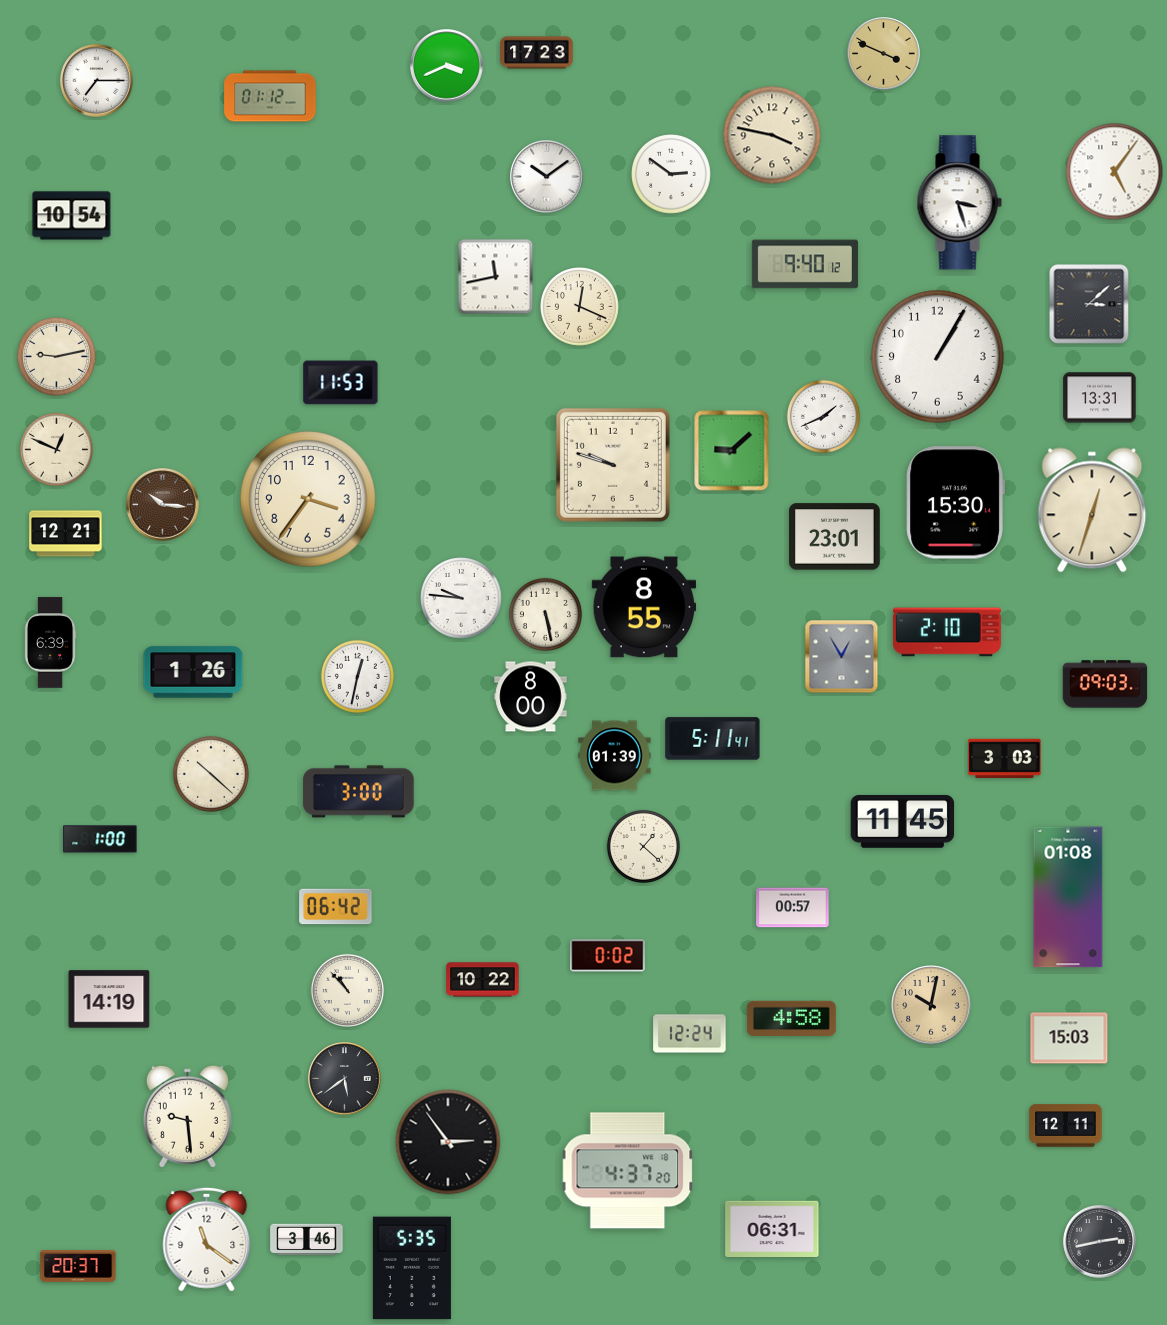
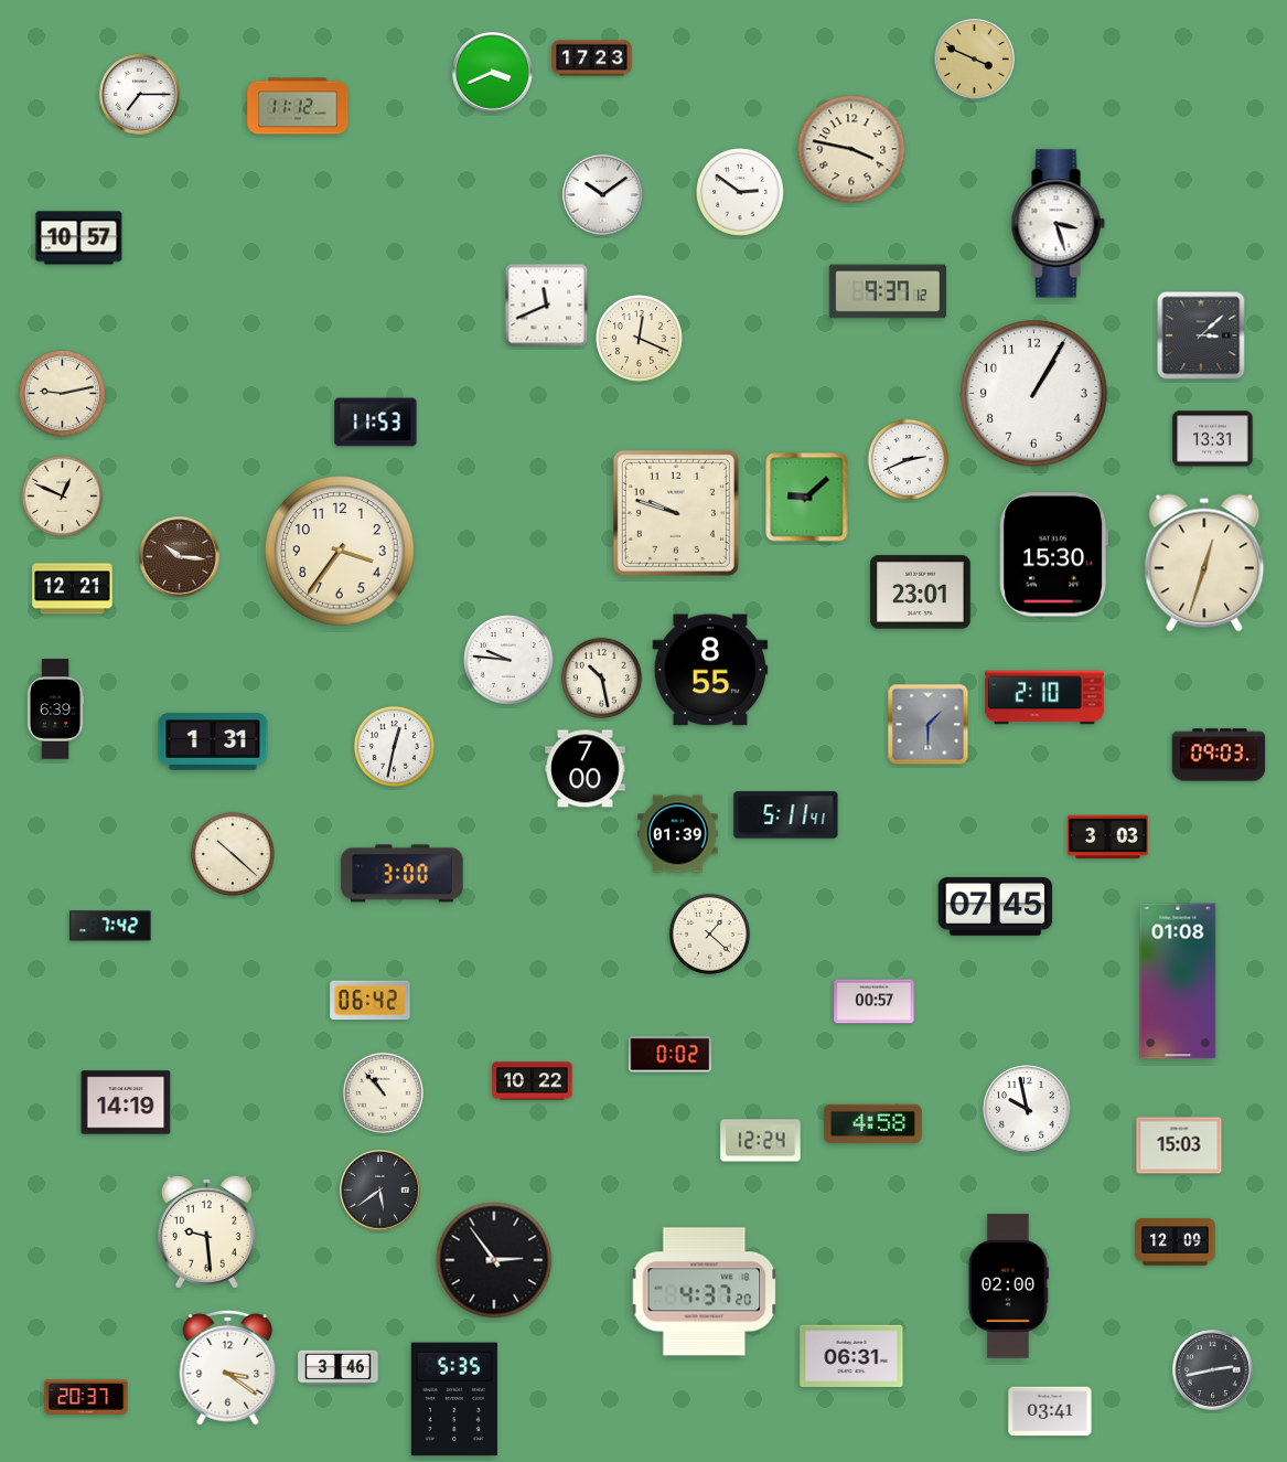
clock at (97, 81) position: (97, 81) -> (140, 95)
clock at (270, 96): 01:12 -> 11:12
clock at (1115, 172): 5:06 -> none
clock at (72, 216): 10:54 -> 10:57
clock at (805, 264): 9:40 -> 9:37
clock at (496, 277): 11:43 -> 11:41
clock at (823, 416): 1:41 -> 2:41
clock at (545, 614): 5:28 -> 10:28
clock at (842, 657): 12:55 -> 1:30
clock at (193, 672): 1:26 -> 1:31
clock at (531, 697): 8:00 -> 7:00
clock at (359, 792) position: (359, 792) -> (403, 874)
clock at (903, 821): 11:45 -> 07:45
clock at (100, 839): 1:00 -> 7:42
clock at (1068, 897) position: (1068, 897) -> (1178, 981)
clock at (109, 999) position: (109, 999) -> (126, 1102)
clock at (931, 1005): 10:02 -> 9:58
clock at (931, 1005) dial: champagne -> white
clock at (1066, 1126): 12:11 -> 12:09
clock at (1008, 1287): none -> 02:00
clock at (628, 1171) position: (628, 1171) -> (705, 1292)
clock at (207, 1239): 11:21 -> 3:21
clock at (1050, 1411): none -> 03:41
